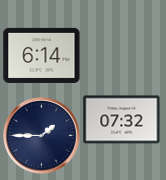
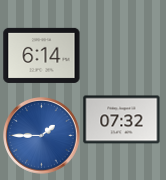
clock at (42, 136) dial: navy -> blue
